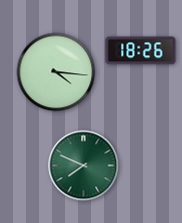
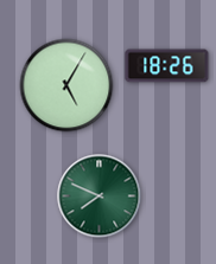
clock at (141, 51) position: (141, 51) -> (167, 66)
clock at (56, 72): 4:16 -> 5:05
